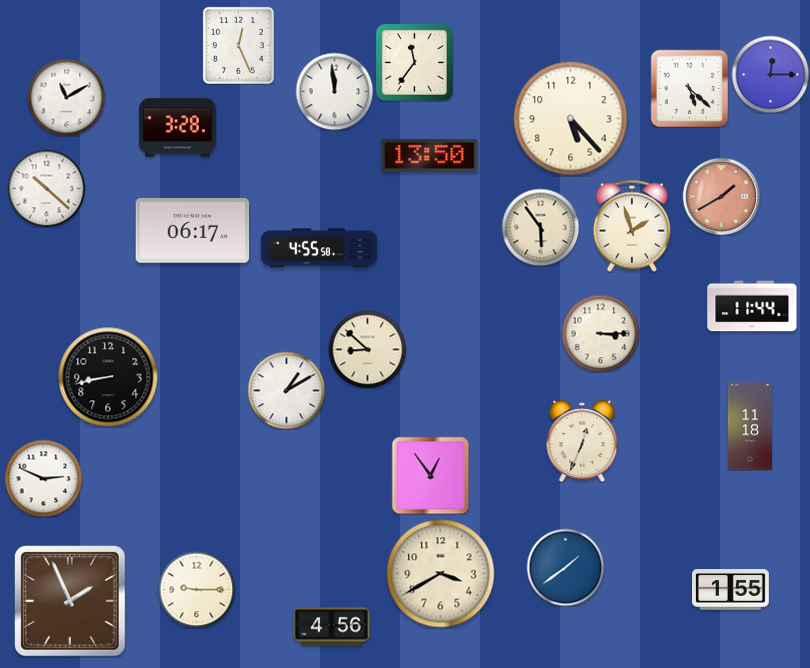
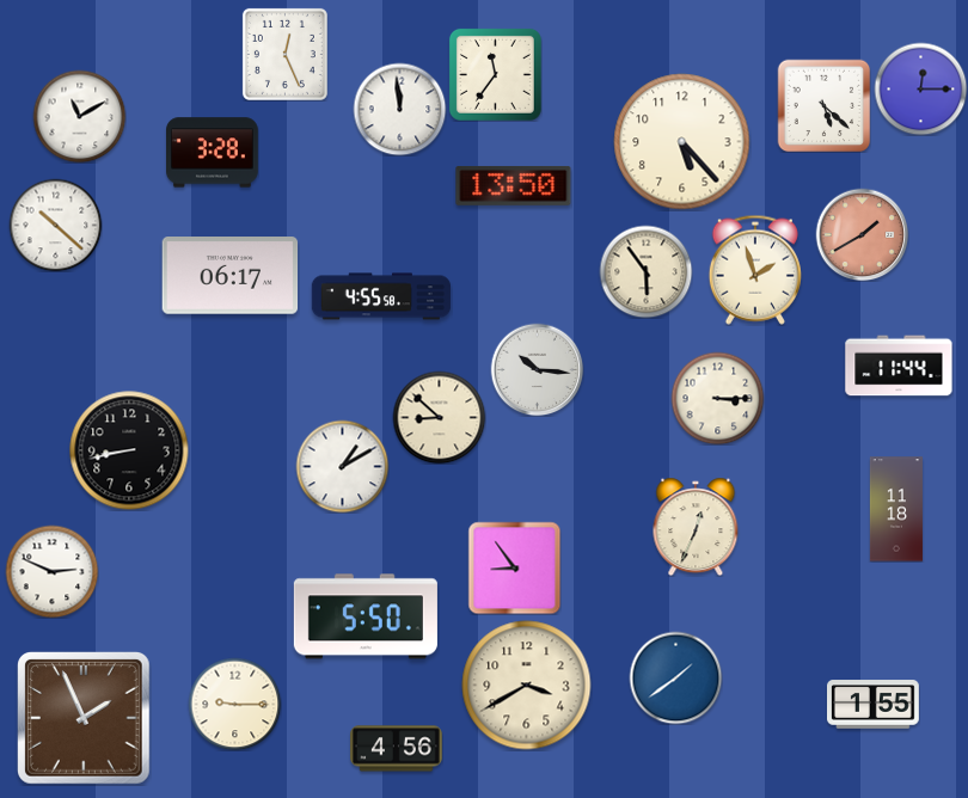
clock at (537, 369): none -> 10:16
clock at (430, 475): 12:54 -> 8:54
clock at (366, 616): none -> 5:50
